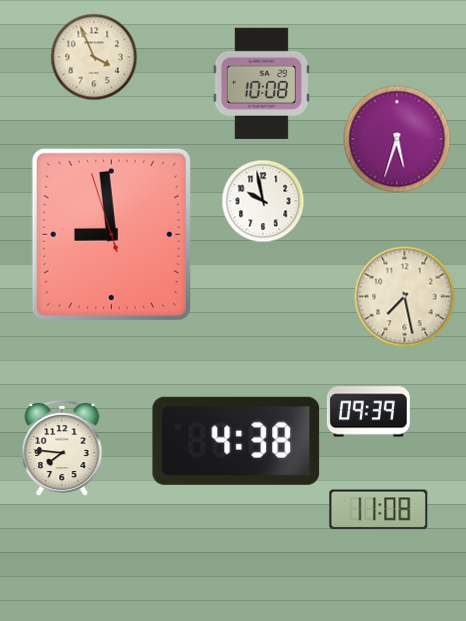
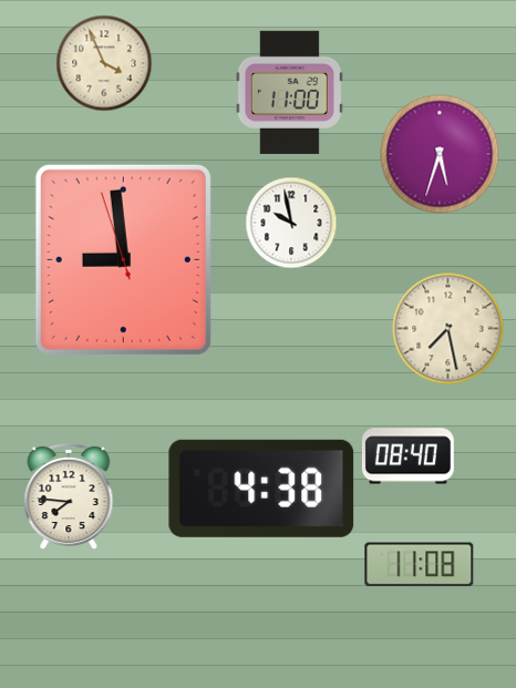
clock at (261, 83): 10:08 -> 11:00
clock at (368, 412): 09:39 -> 08:40
